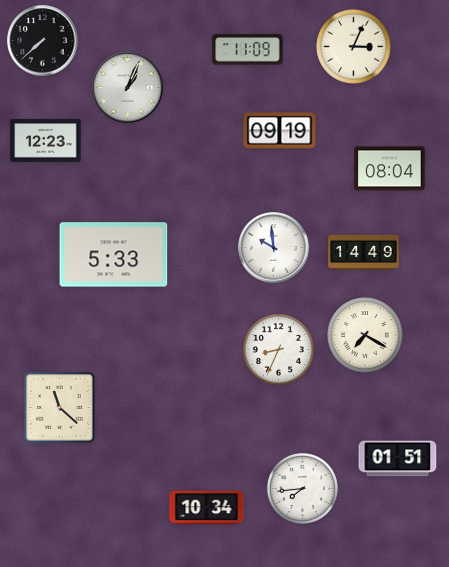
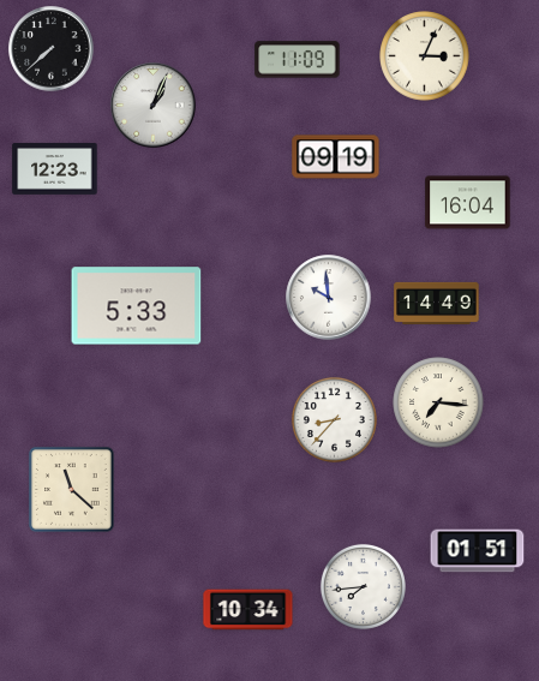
clock at (390, 169): 08:04 -> 16:04
clock at (365, 335): 7:20 -> 7:16
clock at (278, 349): 8:34 -> 8:37
